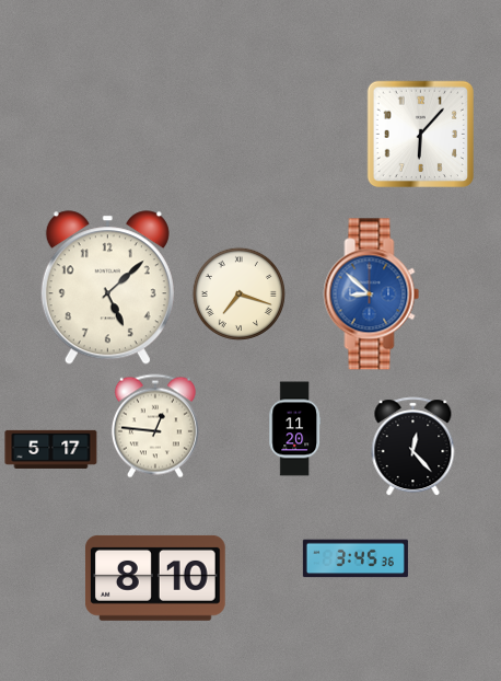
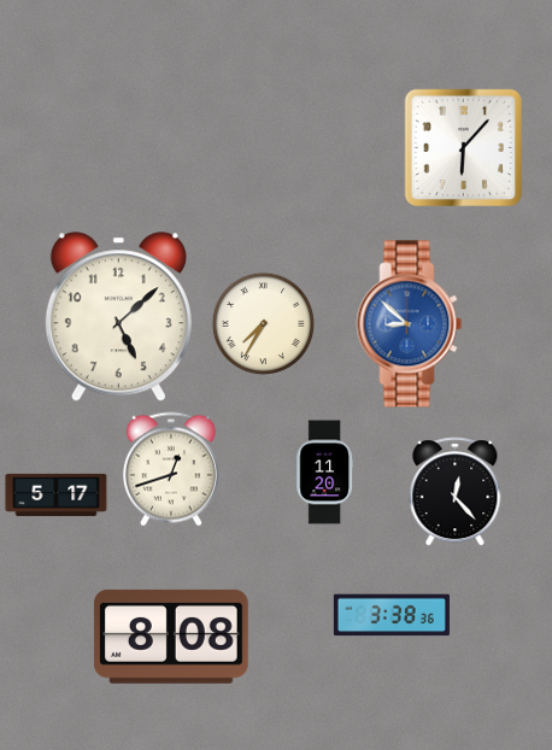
clock at (238, 293): 7:18 -> 7:35
clock at (155, 426): 12:46 -> 12:42
clock at (356, 558): 3:45 -> 3:38
clock at (155, 578): 8:10 -> 8:08
